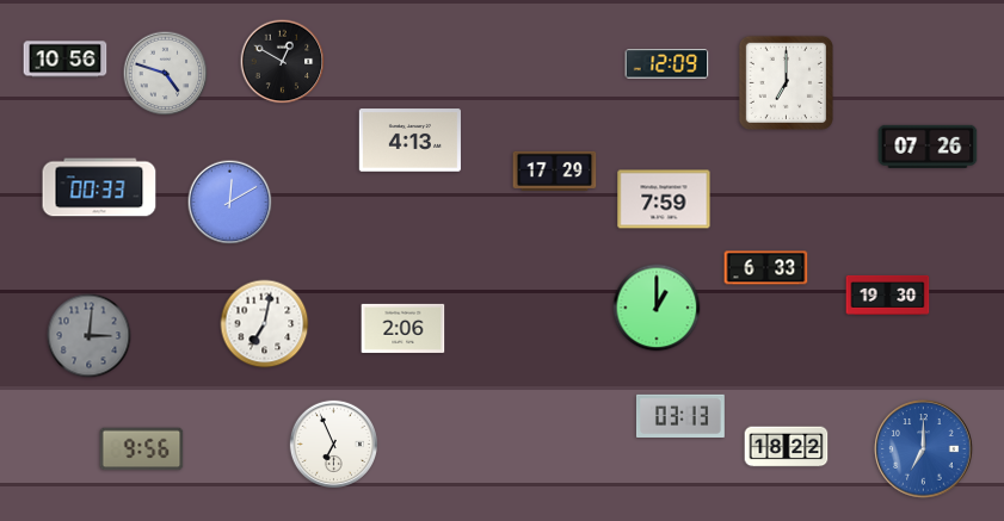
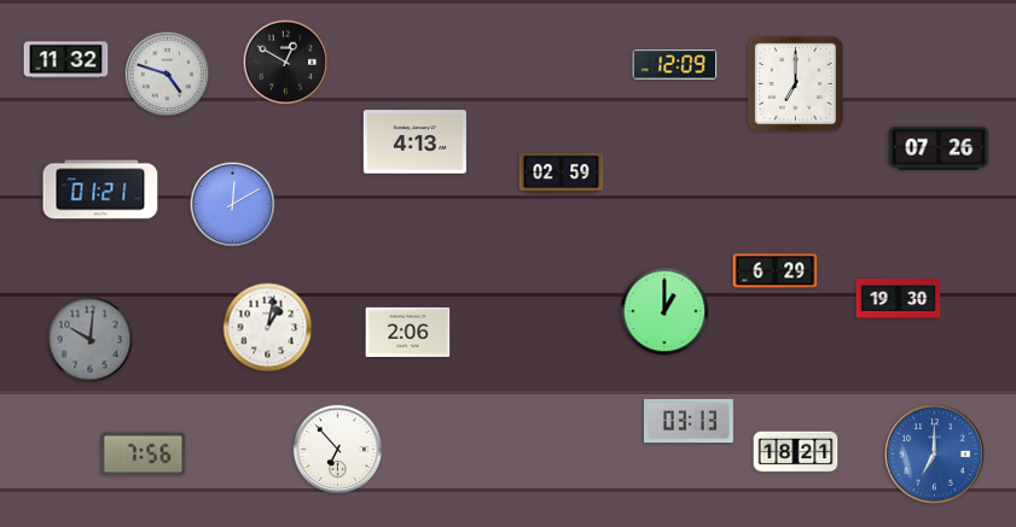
clock at (66, 60): 10:56 -> 11:32
clock at (555, 170): 17:29 -> 02:59
clock at (99, 187): 00:33 -> 01:21
clock at (664, 199): 7:59 -> none
clock at (766, 268): 6:33 -> 6:29
clock at (265, 324): 7:02 -> 1:02
clock at (90, 336): 3:01 -> 10:01
clock at (333, 444): 6:56 -> 6:53
clock at (787, 447): 18:22 -> 18:21
clock at (142, 449): 9:56 -> 7:56
